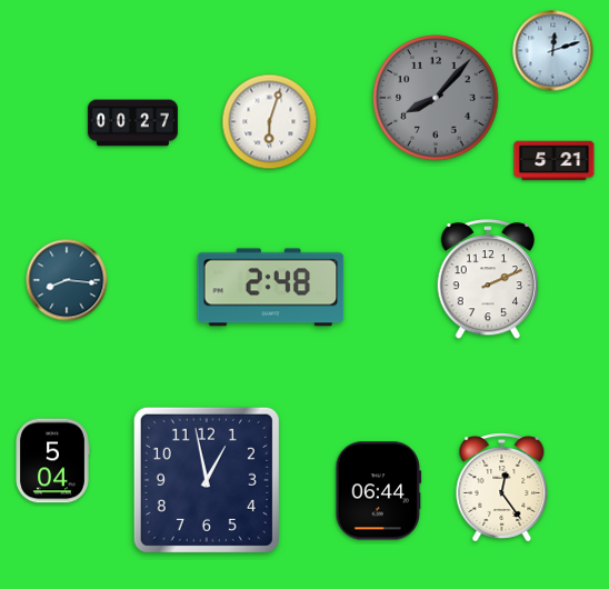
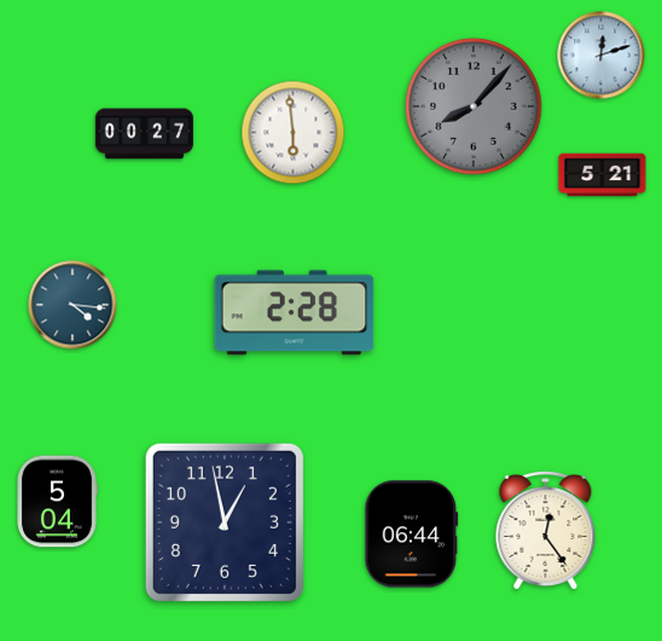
clock at (270, 122): 6:03 -> 5:59
clock at (67, 280): 8:16 -> 4:16
clock at (488, 280): 2:11 -> none
clock at (271, 288): 2:48 -> 2:28
